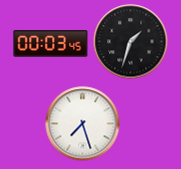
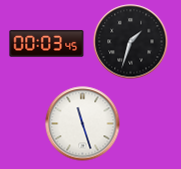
clock at (51, 44) position: (51, 44) -> (47, 44)
clock at (83, 124): 7:27 -> 11:27
